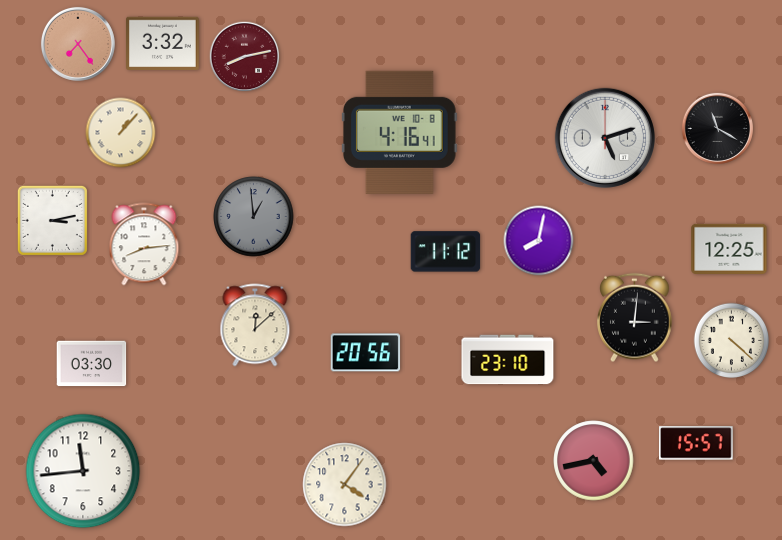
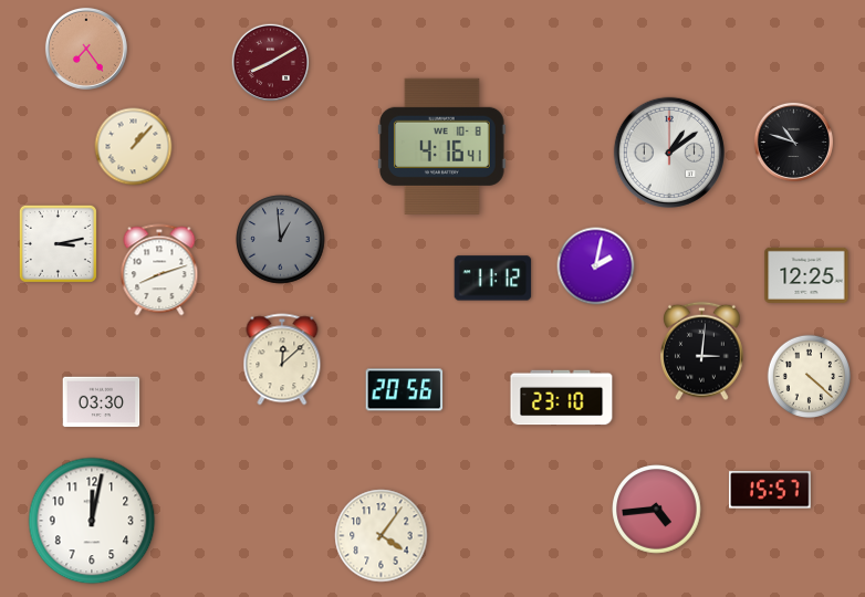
clock at (163, 43): 3:32 -> none
clock at (245, 57): 8:13 -> 8:10
clock at (717, 128): 11:20 -> 10:48
clock at (605, 138): 5:12 -> 1:09
clock at (539, 241): 8:02 -> 2:02
clock at (144, 244): 8:14 -> 8:12
clock at (594, 461): 4:43 -> 4:44
clock at (83, 471): 11:44 -> 12:02
